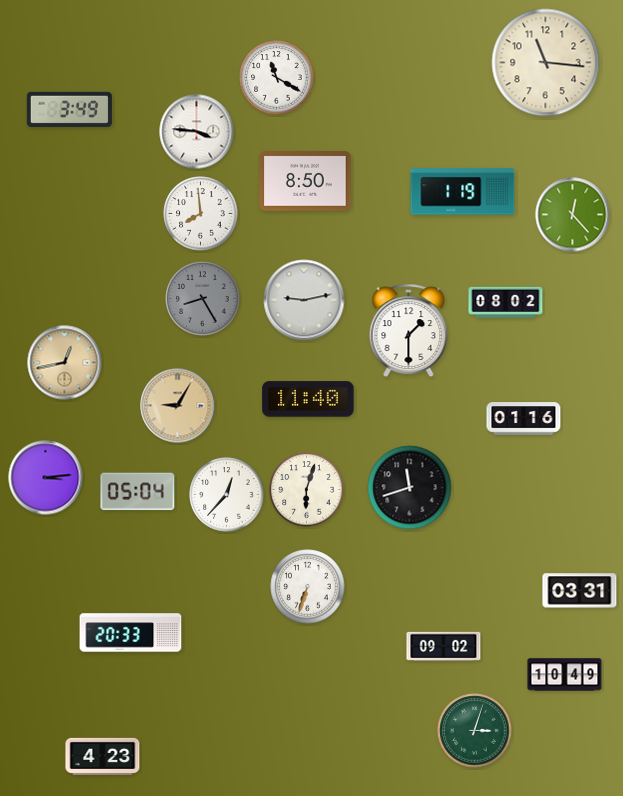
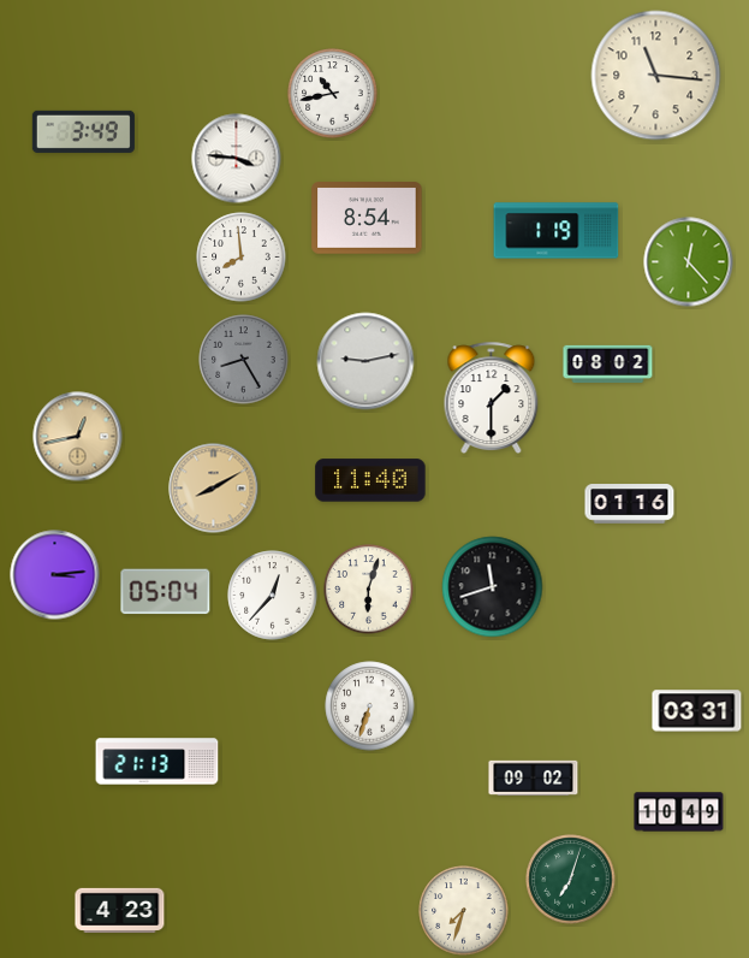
clock at (277, 78): 11:20 -> 10:43
clock at (305, 181): 8:50 -> 8:54
clock at (573, 215) position: (573, 215) -> (689, 262)
clock at (178, 406): 9:05 -> 8:10
clock at (131, 633): 20:33 -> 21:13
clock at (475, 731): 3:03 -> 7:03
clock at (103, 756) position: (103, 756) -> (120, 910)
clock at (464, 911): none -> 7:33
